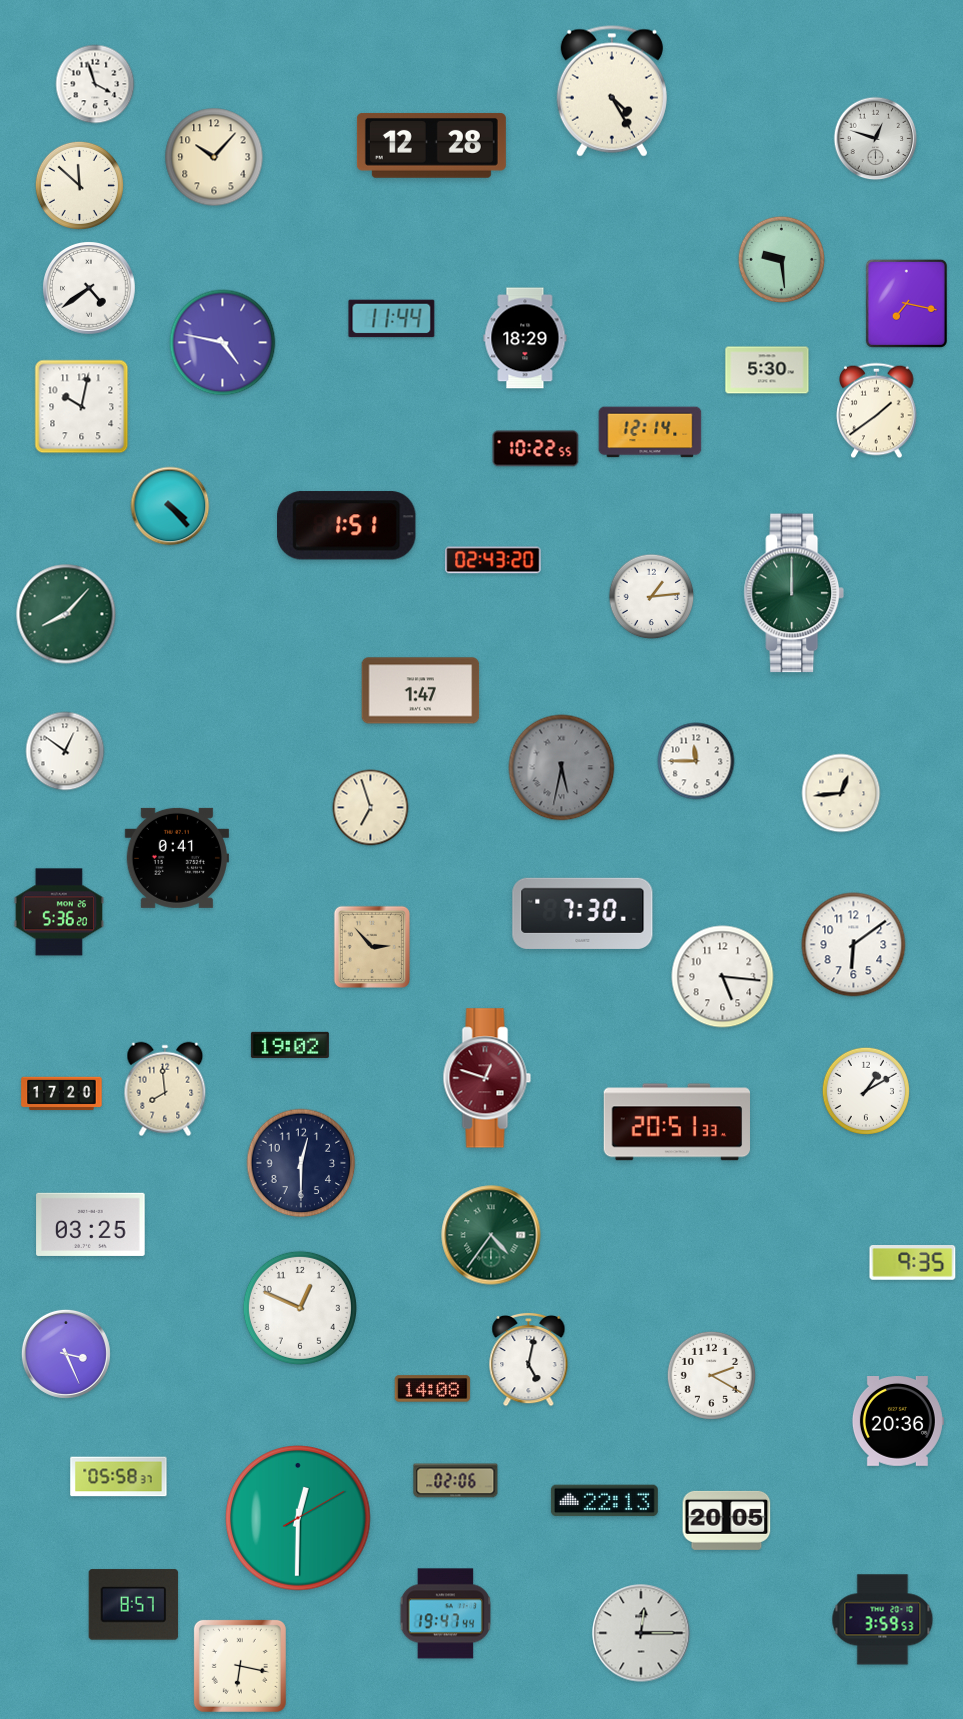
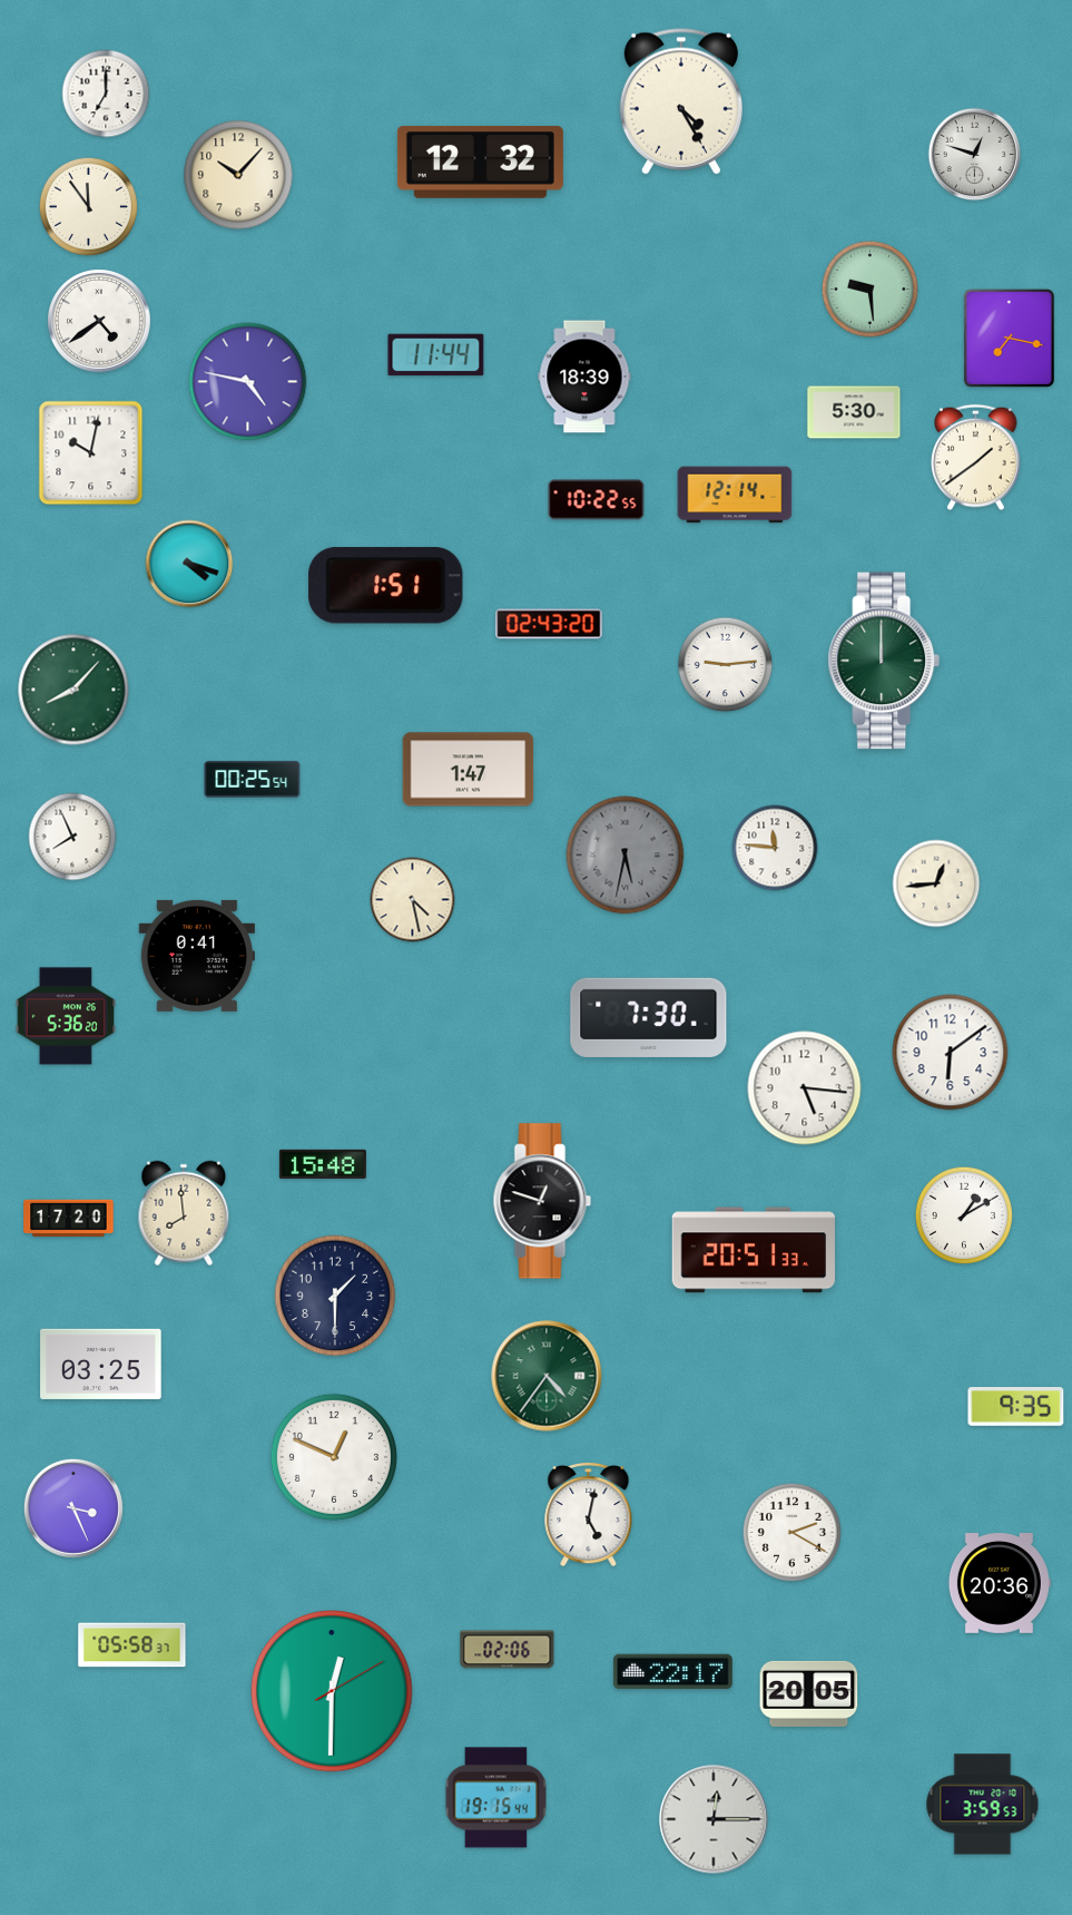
clock at (95, 84): 3:57 -> 7:00
clock at (431, 145): 12:28 -> 12:32
clock at (79, 185): 11:52 -> 11:54
clock at (525, 338): 18:29 -> 18:39
clock at (650, 432) position: (650, 432) -> (735, 495)
clock at (170, 506): 4:23 -> 4:18
clock at (652, 597): 1:14 -> 9:14
clock at (66, 614) position: (66, 614) -> (73, 690)
clock at (253, 780): none -> 00:25
clock at (65, 751): 12:51 -> 7:56
clock at (696, 761): 11:45 -> 11:46
clock at (371, 808): 6:57 -> 4:28
clock at (371, 946): 2:53 -> none
clock at (290, 1045): 19:02 -> 15:48
clock at (487, 1078) dial: burgundy -> black
clock at (301, 1163): 12:30 -> 1:30
clock at (433, 1389): 14:08 -> none
clock at (604, 1501): 22:13 -> 22:17
clock at (134, 1605): 8:57 -> none
clock at (445, 1614): 19:47 -> 19:15
clock at (240, 1666): 6:17 -> none
